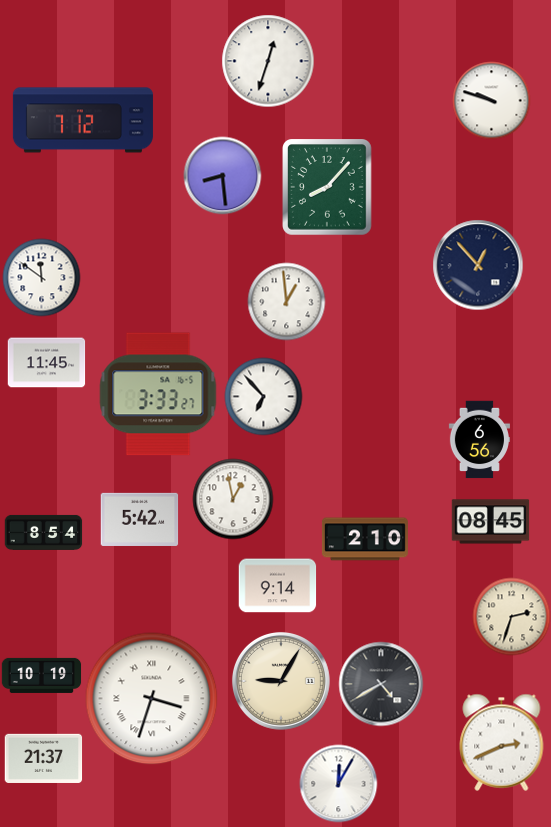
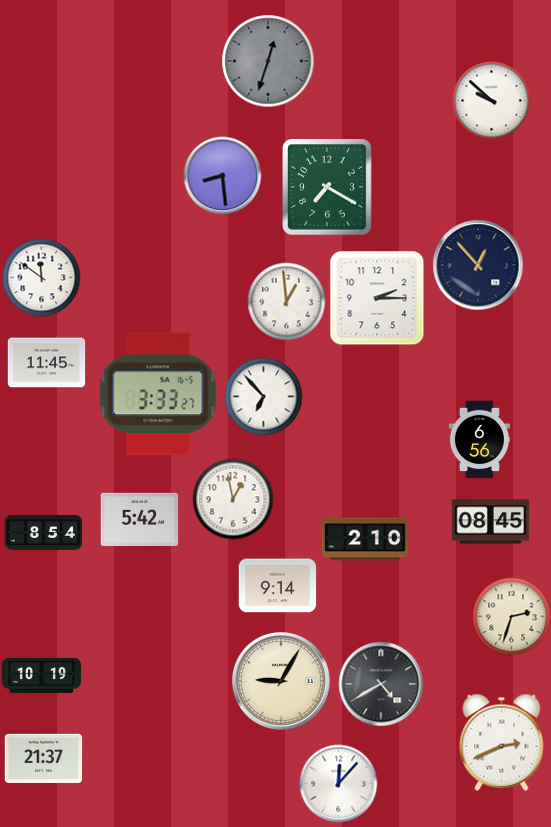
clock at (268, 61) dial: white -> grey
clock at (491, 100): 9:48 -> 9:52
clock at (83, 120): 7:12 -> none
clock at (328, 188): 8:07 -> 7:20
clock at (377, 298): none -> 2:15
clock at (152, 699): 3:33 -> none
clock at (338, 783): 12:05 -> 12:07
